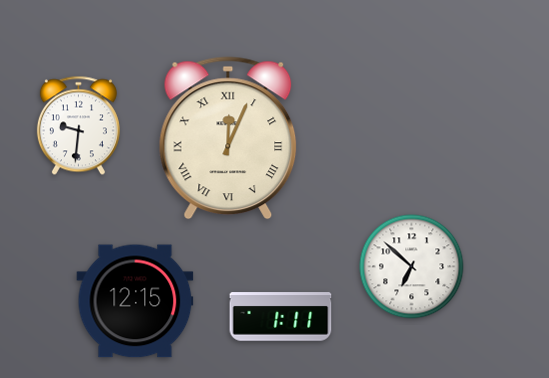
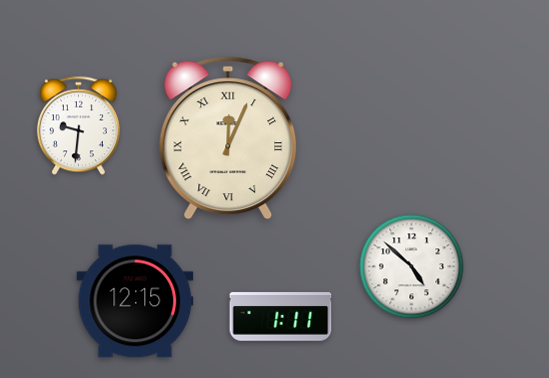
clock at (412, 267): 6:52 -> 4:52
